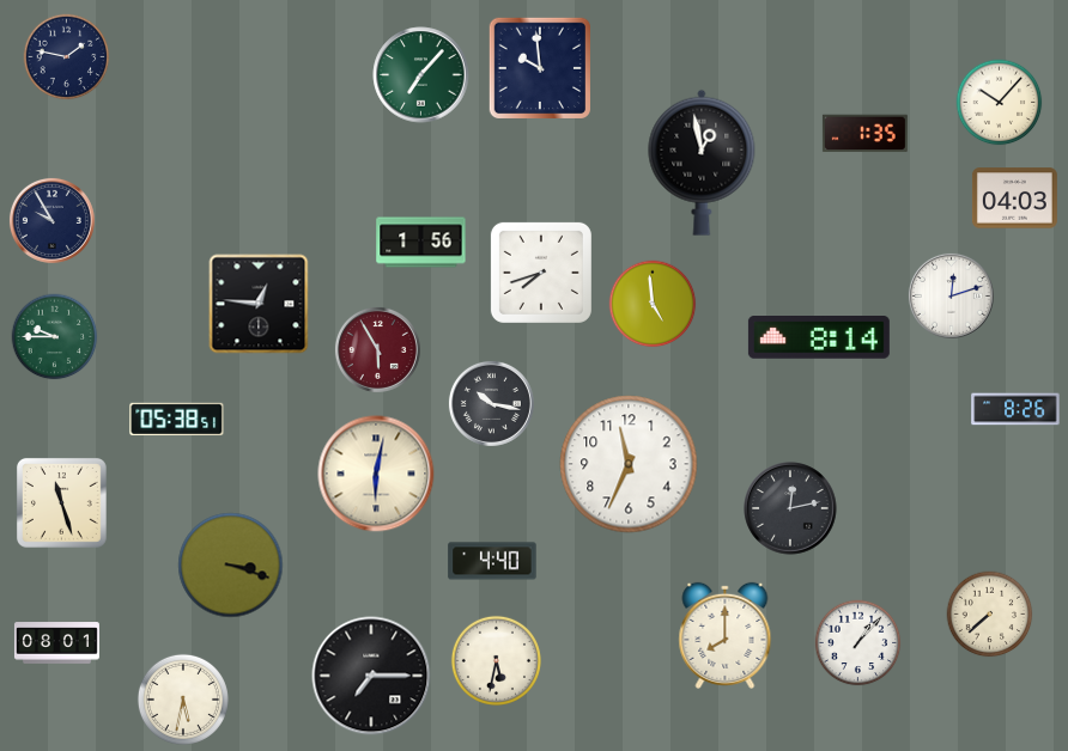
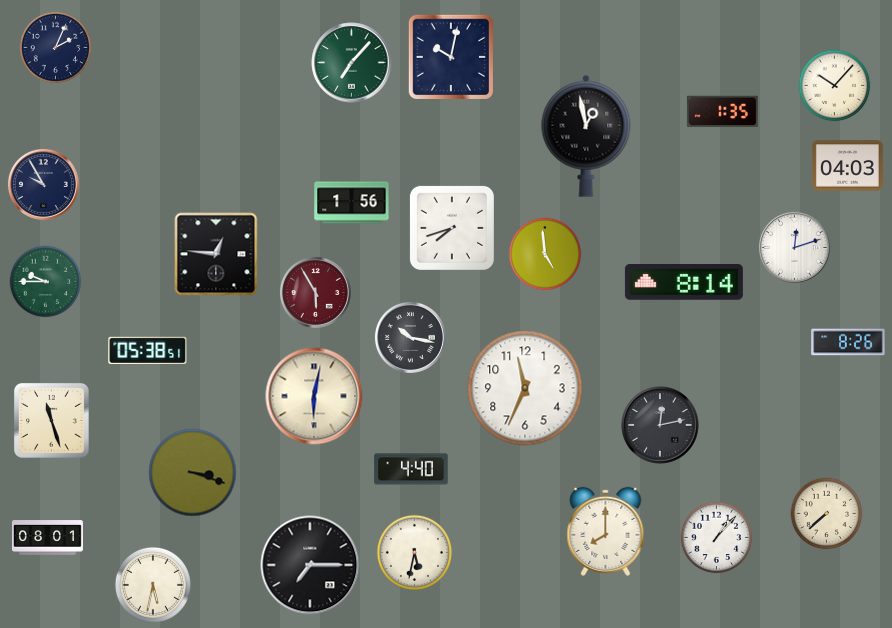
clock at (67, 57): 1:47 -> 2:04
clock at (539, 67): 9:59 -> 10:02
